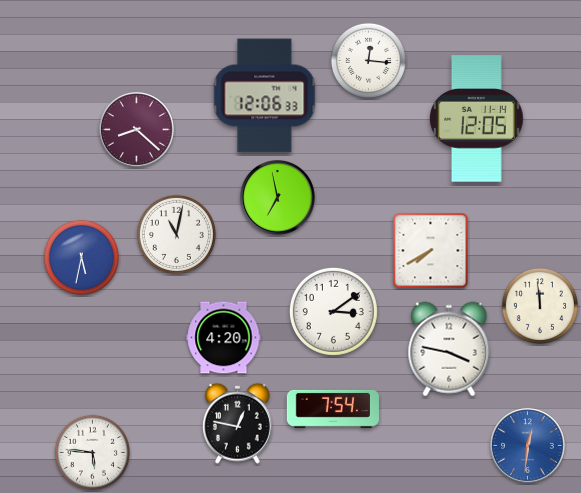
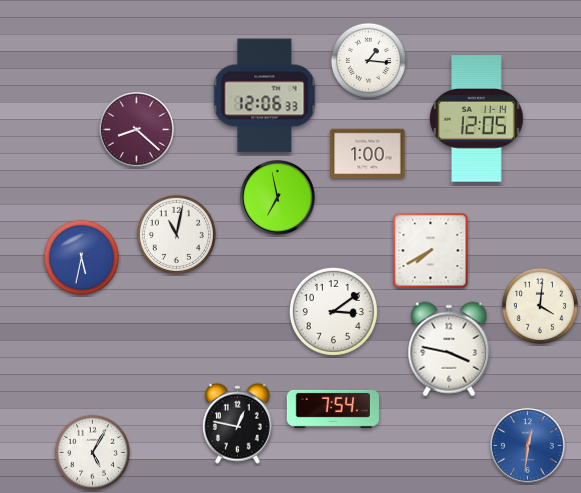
clock at (368, 60): 12:16 -> 1:16
clock at (368, 154): none -> 1:00
clock at (540, 306): 11:59 -> 4:01
clock at (224, 338): 4:20 -> none
clock at (92, 452): 5:46 -> 5:05
